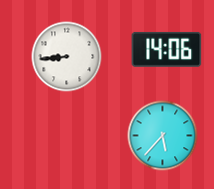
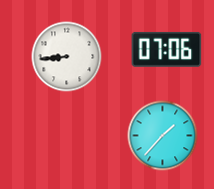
clock at (167, 49): 14:06 -> 07:06
clock at (163, 136): 5:37 -> 1:37
